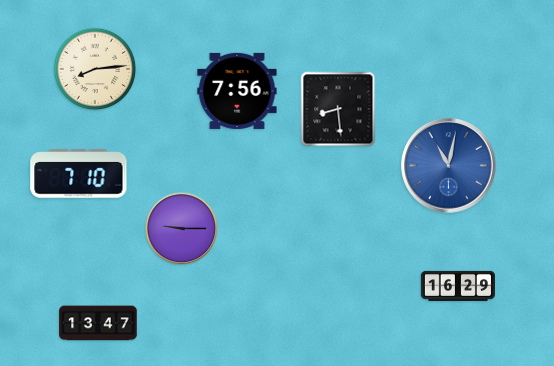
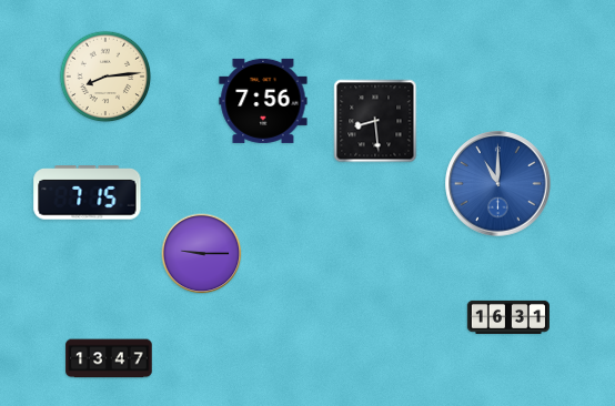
clock at (449, 166): 11:02 -> 11:00
clock at (79, 174): 7:10 -> 7:15
clock at (458, 286): 16:29 -> 16:31
